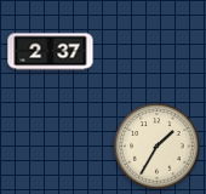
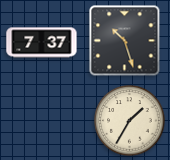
clock at (125, 41): none -> 10:27
clock at (51, 52): 2:37 -> 7:37
